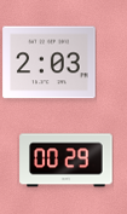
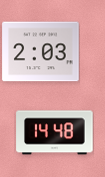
clock at (67, 161): 00:29 -> 14:48
